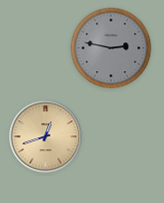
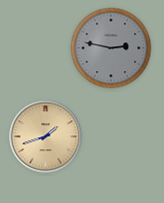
clock at (46, 137): 12:42 -> 1:42
